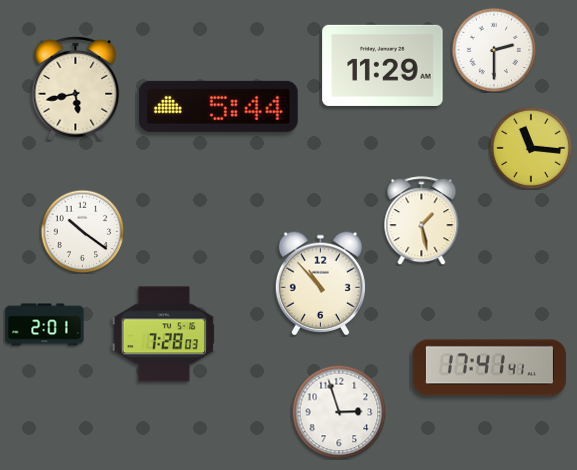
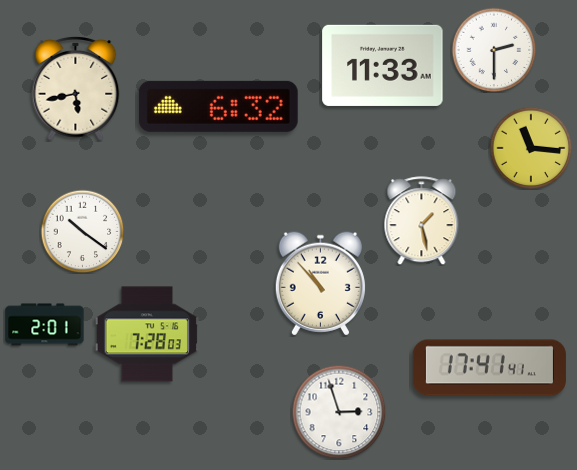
clock at (383, 65): 11:29 -> 11:33
clock at (218, 106): 5:44 -> 6:32
clock at (163, 334) position: (163, 334) -> (146, 334)
